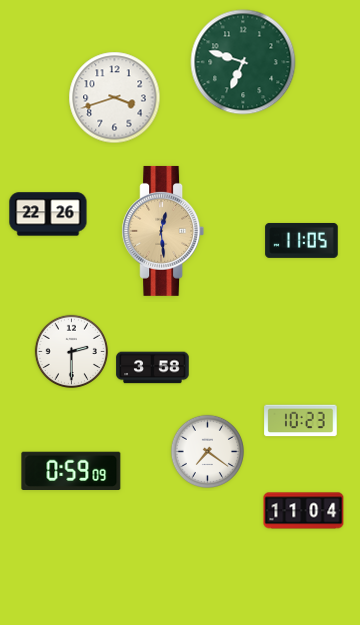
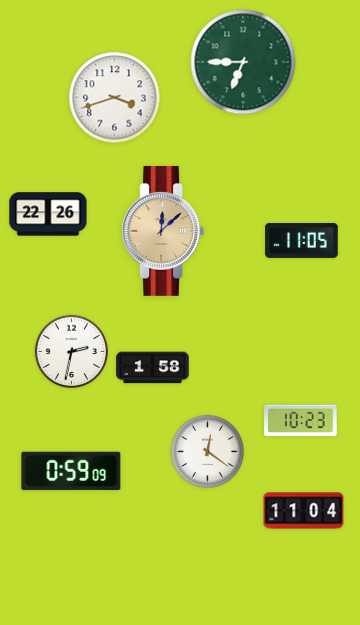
clock at (243, 62): 6:48 -> 6:45
clock at (163, 231): 12:29 -> 12:08
clock at (71, 351): 2:30 -> 2:32
clock at (153, 368): 3:58 -> 1:58
clock at (207, 451): 7:21 -> 12:21
